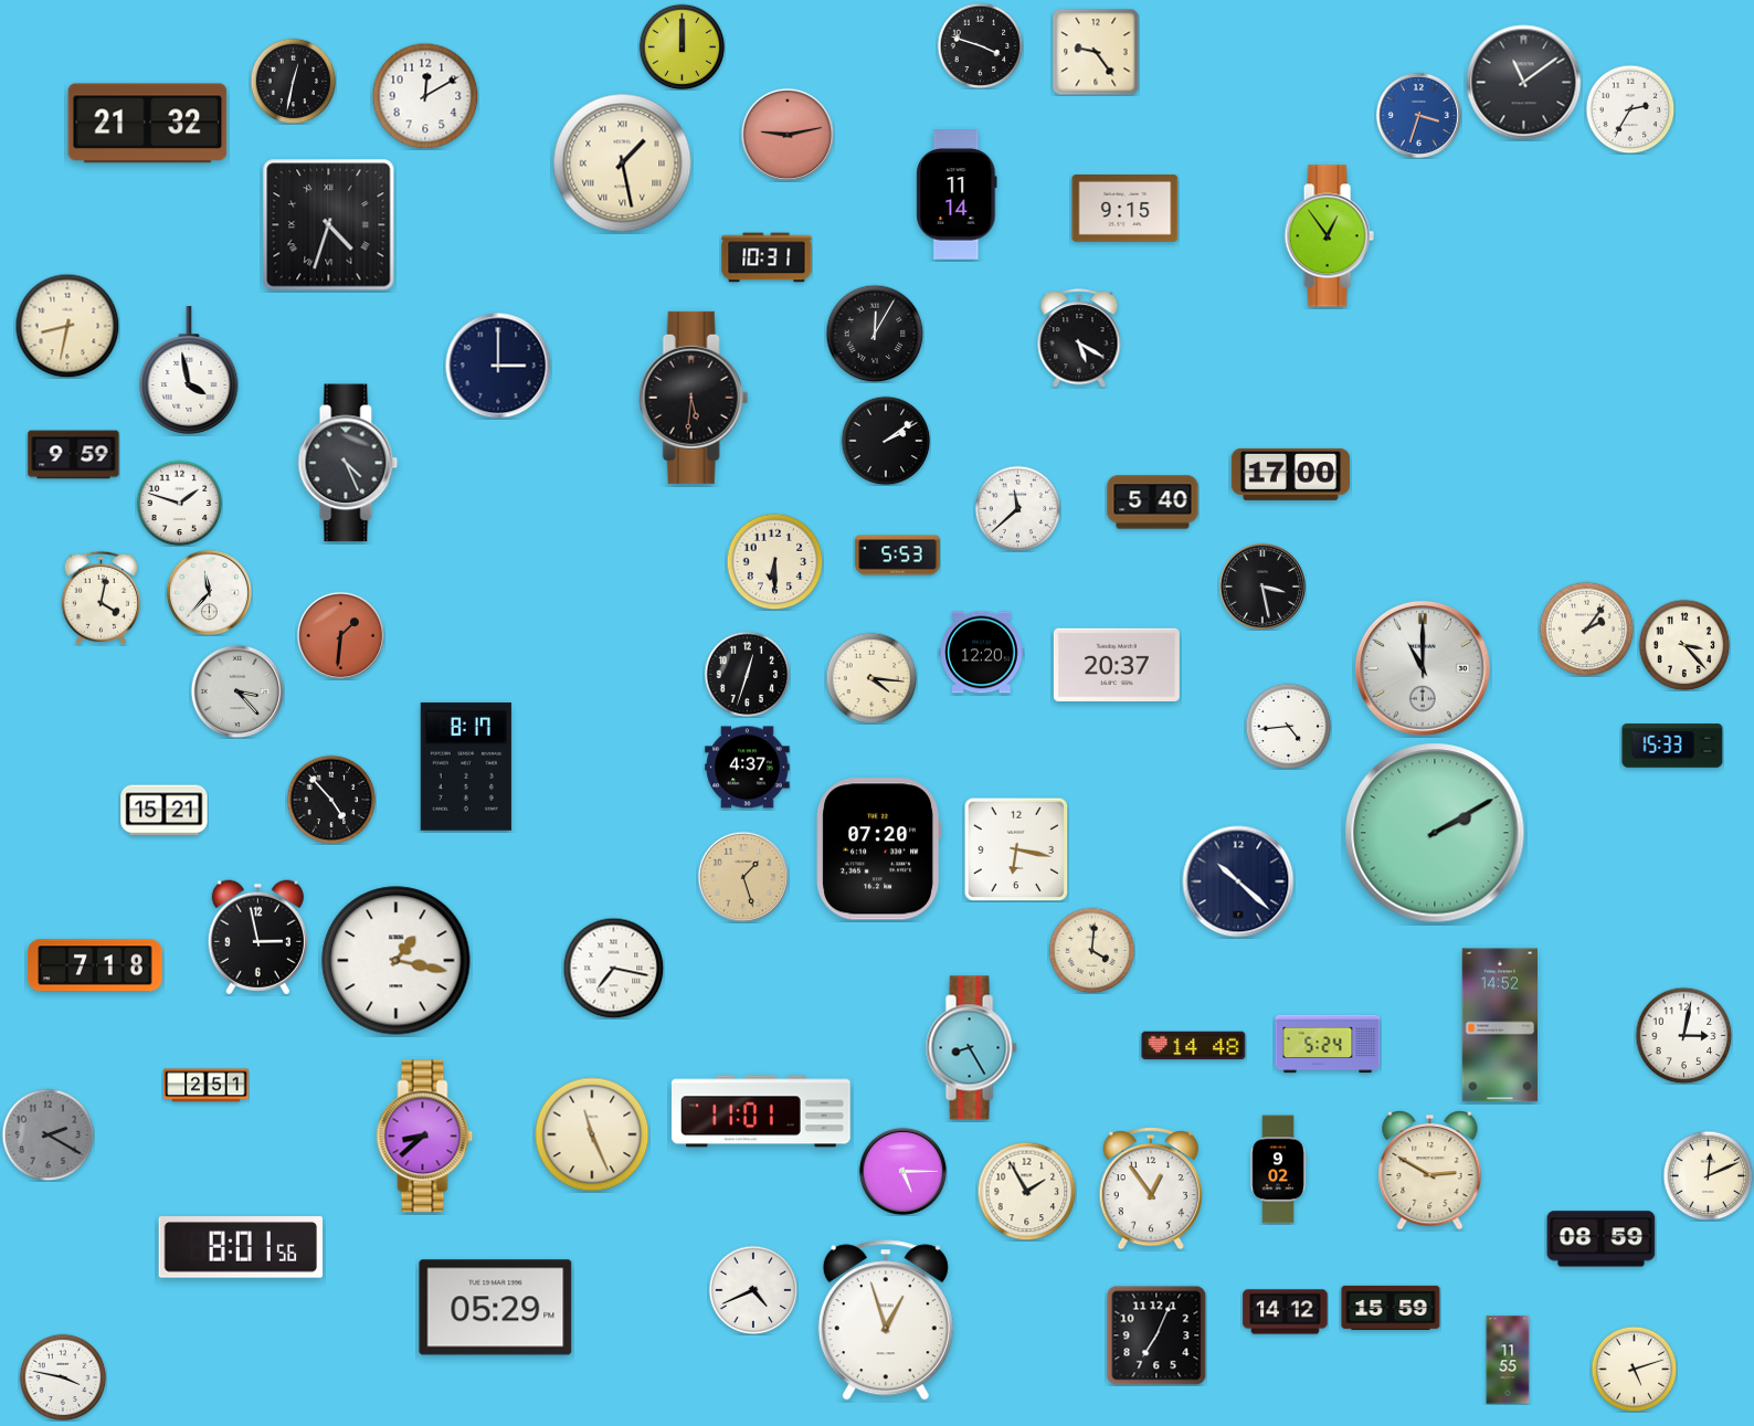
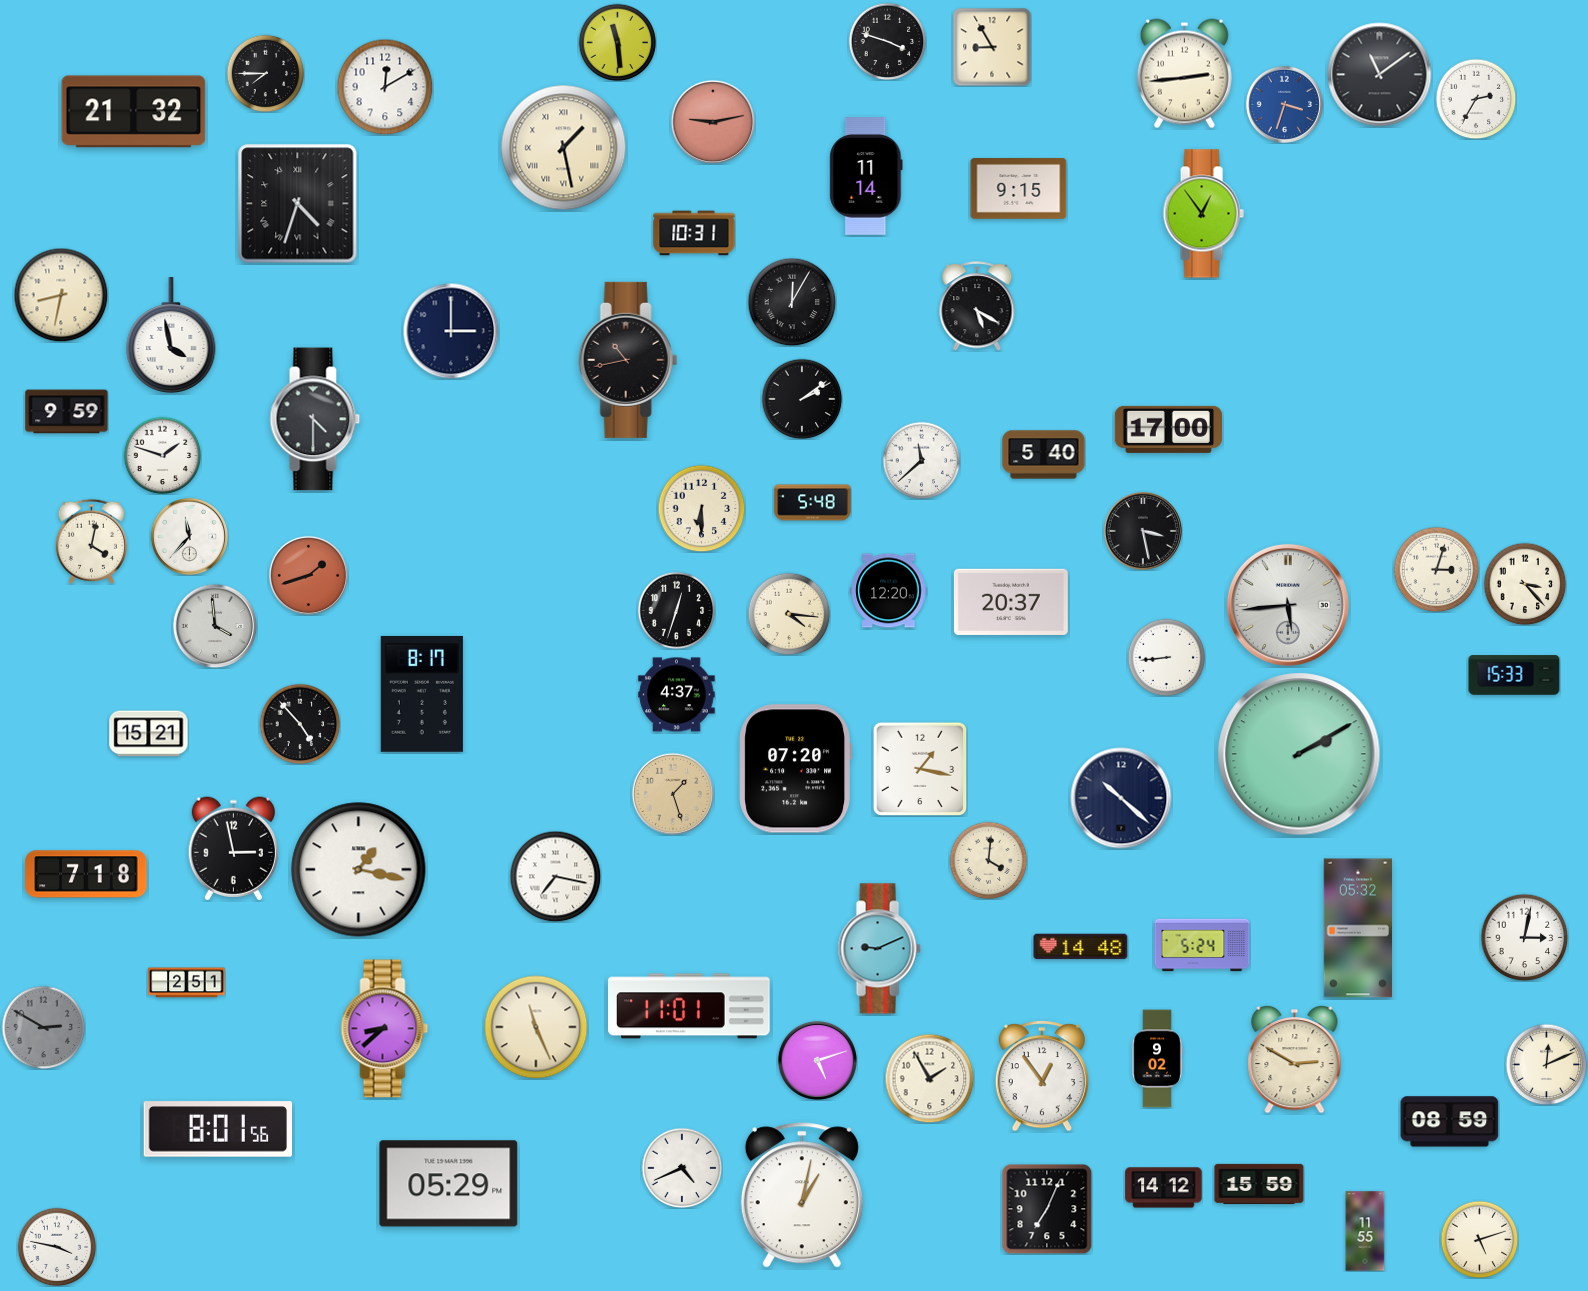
clock at (681, 46): 12:00 -> 11:29
clock at (1096, 52): 9:24 -> 8:55
clock at (293, 81): 12:32 -> 7:45
clock at (1184, 74): none -> 2:44
clock at (694, 398): 5:31 -> 10:43
clock at (348, 463): 4:26 -> 4:30
clock at (898, 556): 5:53 -> 5:48
clock at (1586, 629): 2:06 -> 3:03
clock at (340, 635): 1:31 -> 1:42
clock at (1423, 668): 11:00 -> 5:44
clock at (237, 691): 3:23 -> 3:59
clock at (1288, 726): 4:44 -> 8:44
clock at (1016, 849): 6:17 -> 1:17
clock at (1499, 1025): 14:52 -> 05:32
clock at (971, 1048): 8:25 -> 9:11
clock at (47, 1134): 2:20 -> 2:50
clock at (902, 1171): 5:15 -> 5:12
clock at (886, 1320): 12:57 -> 1:02
